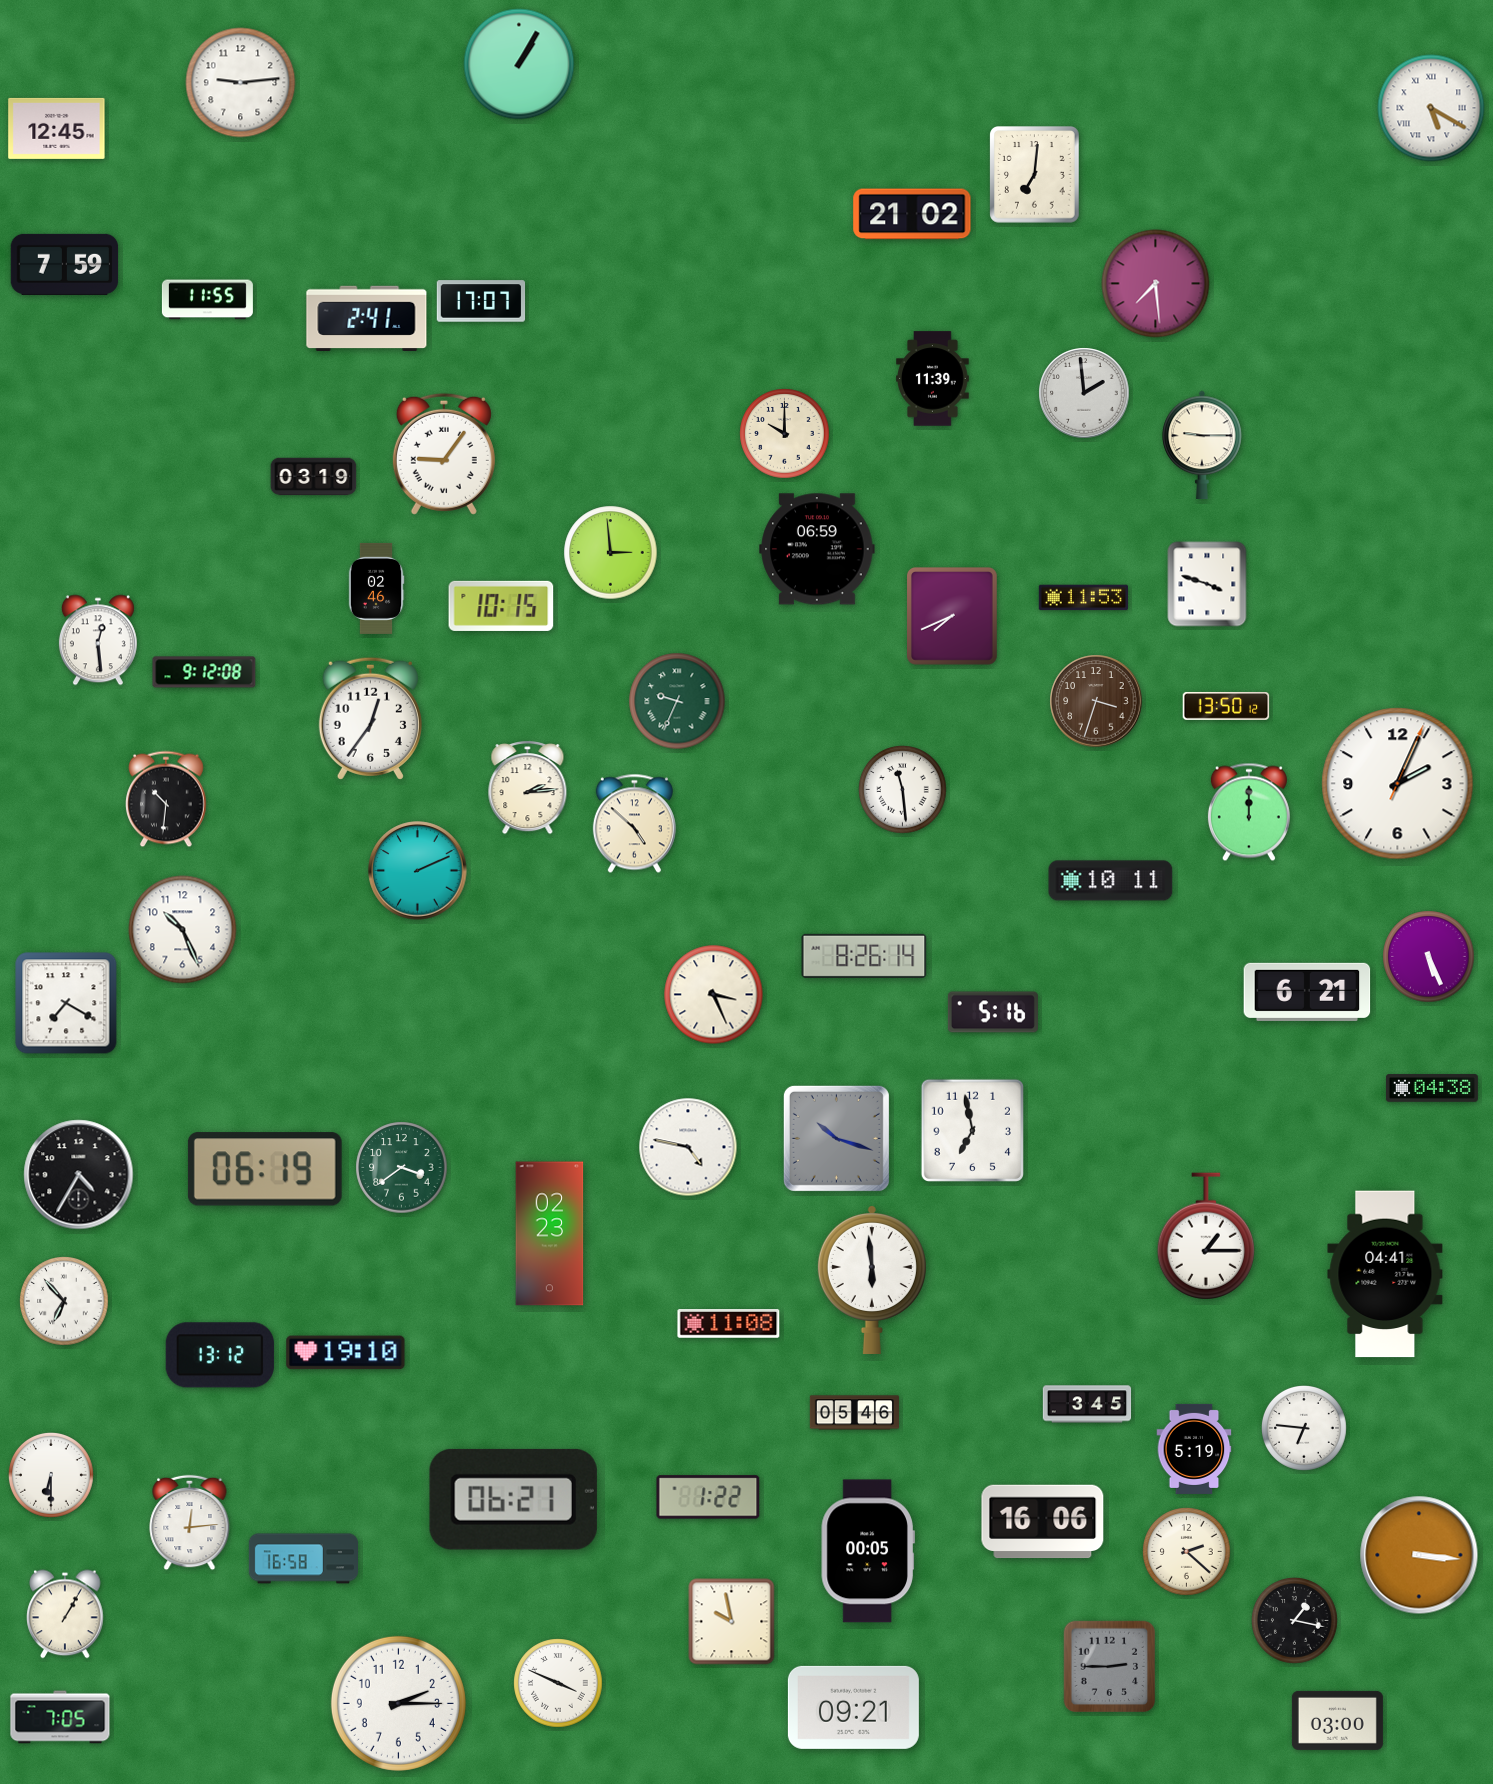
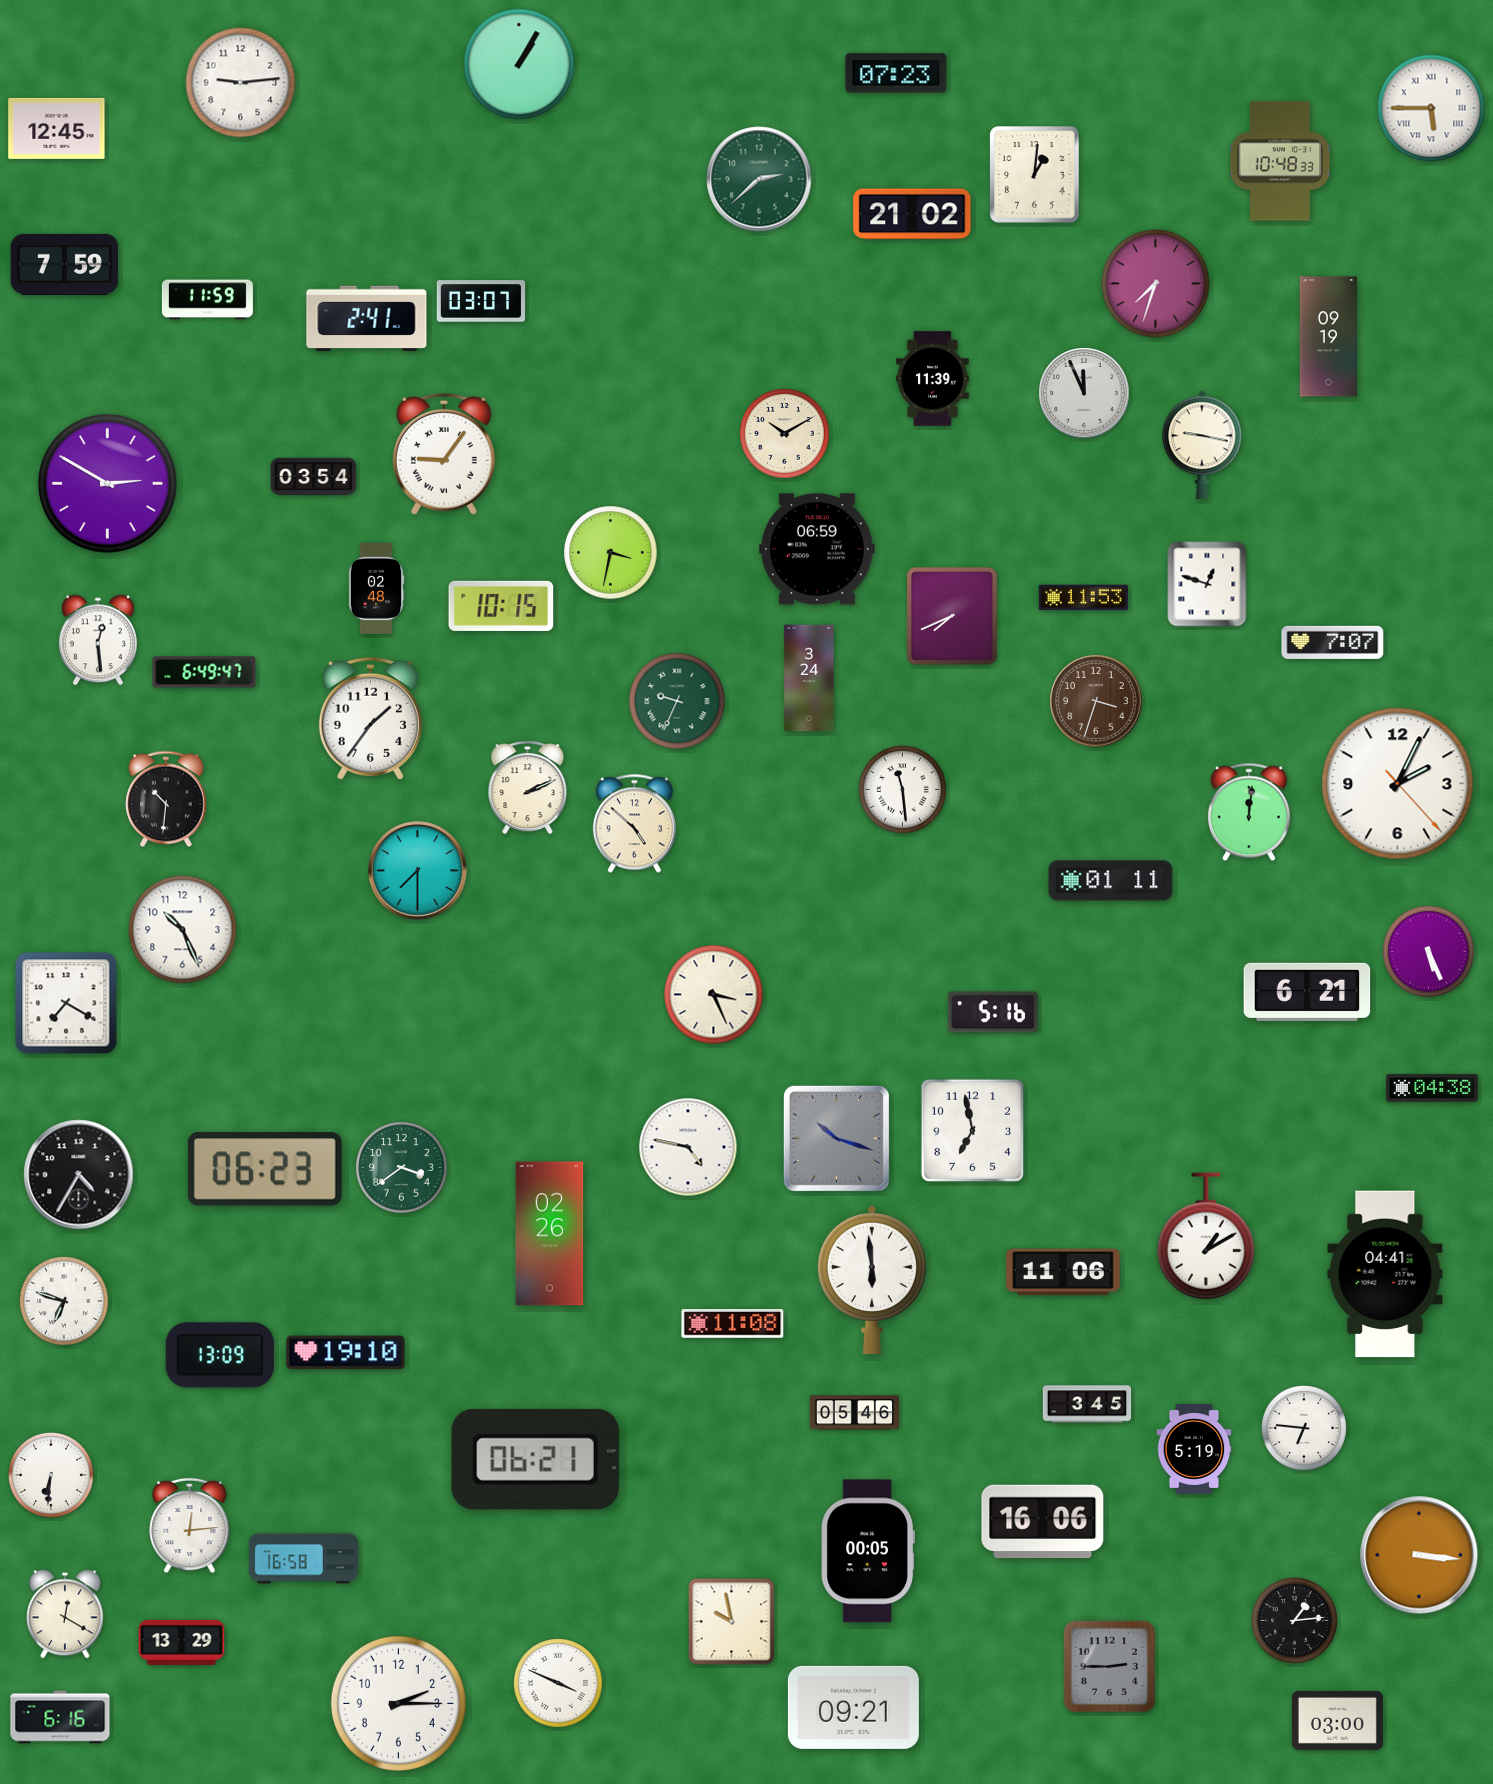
clock at (896, 73): none -> 07:23
clock at (1431, 108): 5:20 -> 5:45
clock at (1280, 161): none -> 10:48
clock at (1035, 175): 7:01 -> 1:01
clock at (759, 179): none -> 2:38
clock at (1156, 284): 7:29 -> 7:33
clock at (207, 300): 11:55 -> 11:59
clock at (481, 301): 17:07 -> 03:07
clock at (1328, 337): none -> 09:19
clock at (1084, 393): 1:59 -> 11:56
clock at (785, 434): 10:00 -> 10:10
clock at (1202, 444): 9:15 -> 9:17
clock at (314, 477): 03:19 -> 03:54
clock at (107, 483): none -> 2:50
clock at (611, 553): 2:59 -> 3:32
clock at (1207, 584): 3:48 -> 12:48
clock at (376, 588): 02:46 -> 02:48
clock at (1333, 642): none -> 7:07
clock at (204, 672): 9:12 -> 6:49
clock at (809, 678): none -> 3:24
clock at (1226, 706): 13:50 -> none
clock at (370, 718): 12:36 -> 1:36
clock at (1398, 784): 2:04:04 -> 2:04:23
clock at (528, 788): 2:14 -> 2:11
clock at (1249, 812): 12:00 -> 12:01
clock at (418, 871): 2:11 -> 7:30
clock at (1111, 881): 10:11 -> 01:11
clock at (864, 956): 8:26 -> none
clock at (1429, 957) position: (1429, 957) -> (1429, 952)
clock at (265, 1169): 06:19 -> 06:23
clock at (550, 1234): 02:23 -> 02:26
clock at (1206, 1236): 1:15 -> 1:10
clock at (1063, 1272): none -> 11:06
clock at (64, 1301): 6:53 -> 6:48
clock at (729, 1324) position: (729, 1324) -> (733, 1324)
clock at (220, 1355): 13:12 -> 13:09
clock at (51, 1475): 6:30 -> 6:31
clock at (708, 1497): 1:22 -> none
clock at (513, 1499) position: (513, 1499) -> (535, 1459)
clock at (190, 1523) position: (190, 1523) -> (190, 1526)
clock at (1187, 1552): 2:22 -> none
clock at (65, 1614): 1:05 -> 12:20
clock at (1295, 1621): 1:17 -> 1:14
clock at (182, 1642): none -> 13:29
clock at (60, 1717): 7:05 -> 6:16
